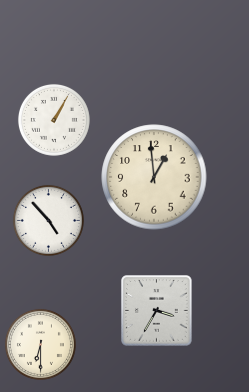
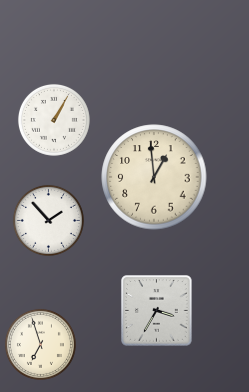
clock at (48, 220): 4:53 -> 1:53
clock at (40, 344): 6:30 -> 6:57
